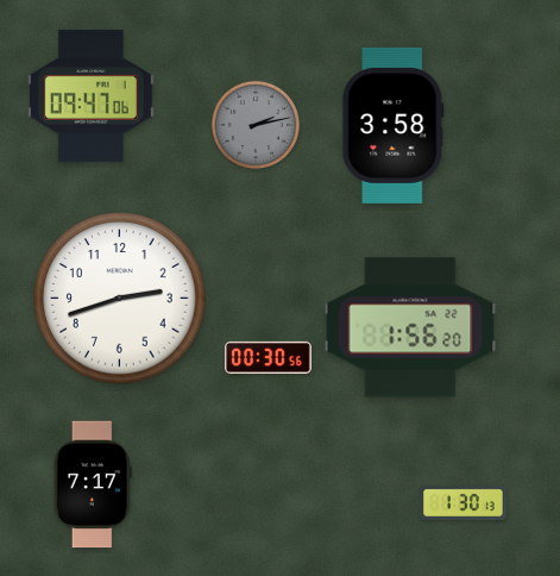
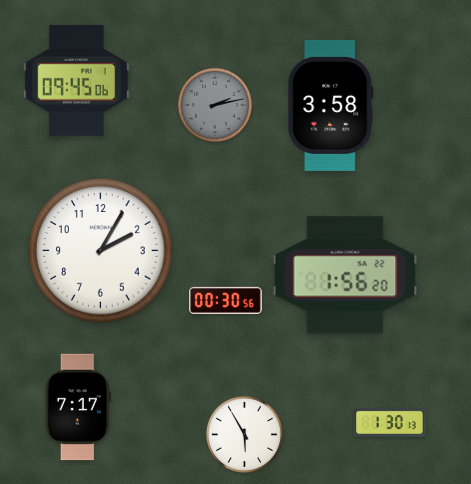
clock at (90, 95): 09:47 -> 09:45
clock at (120, 299): 2:42 -> 2:05
clock at (244, 434): none -> 5:55
